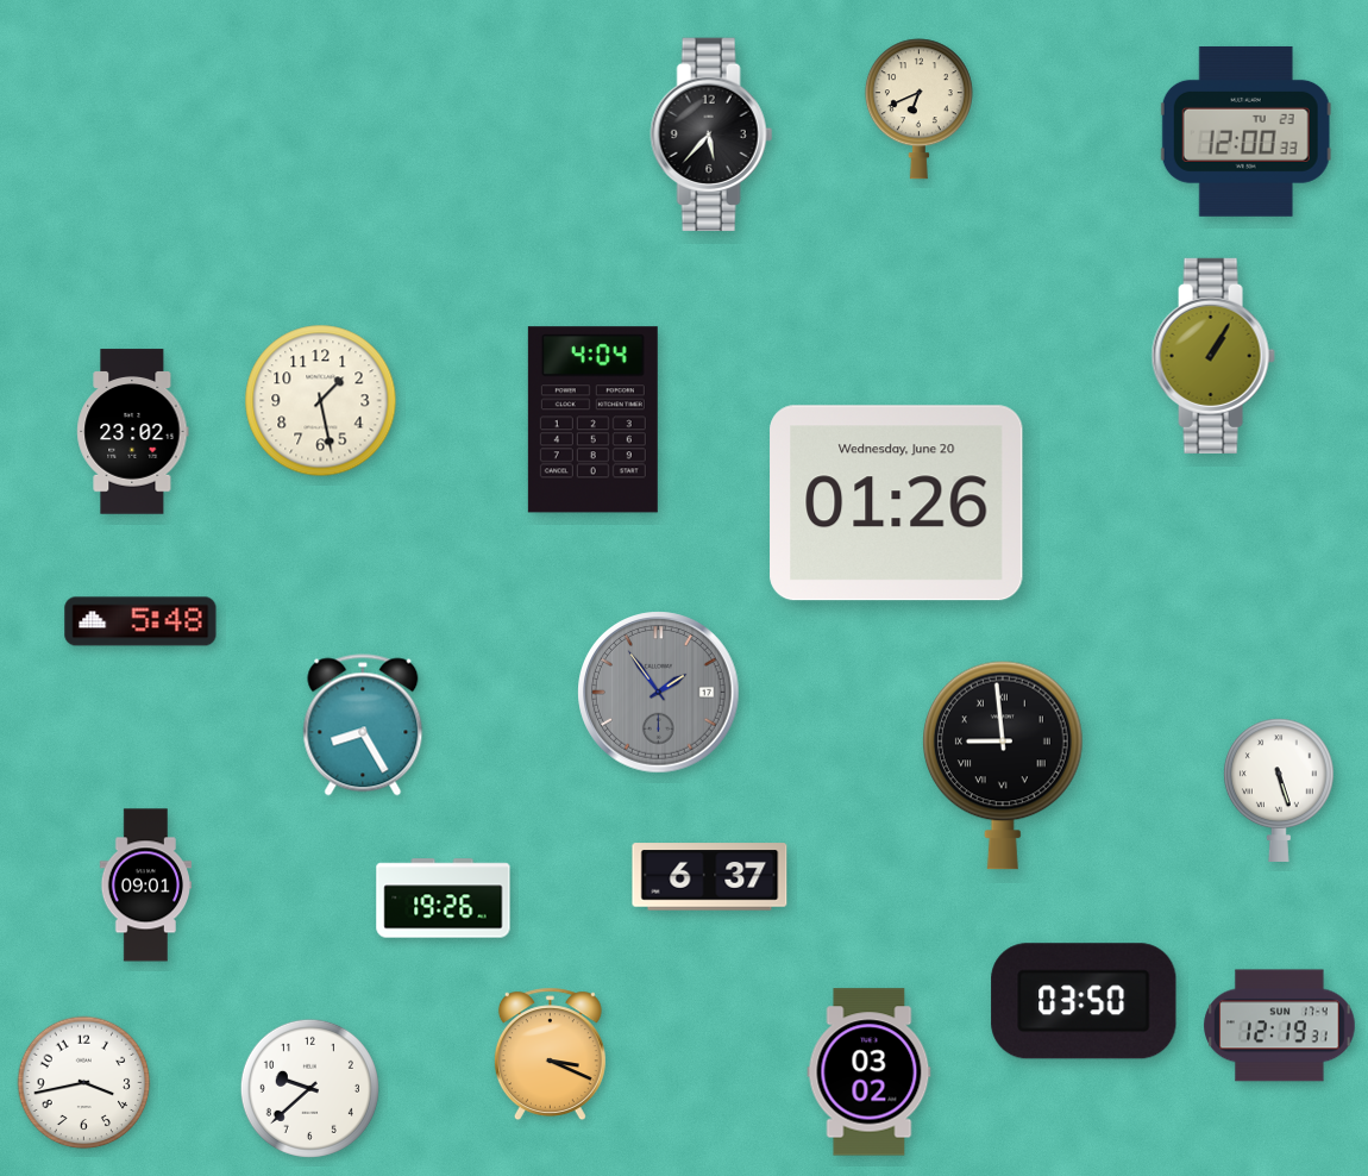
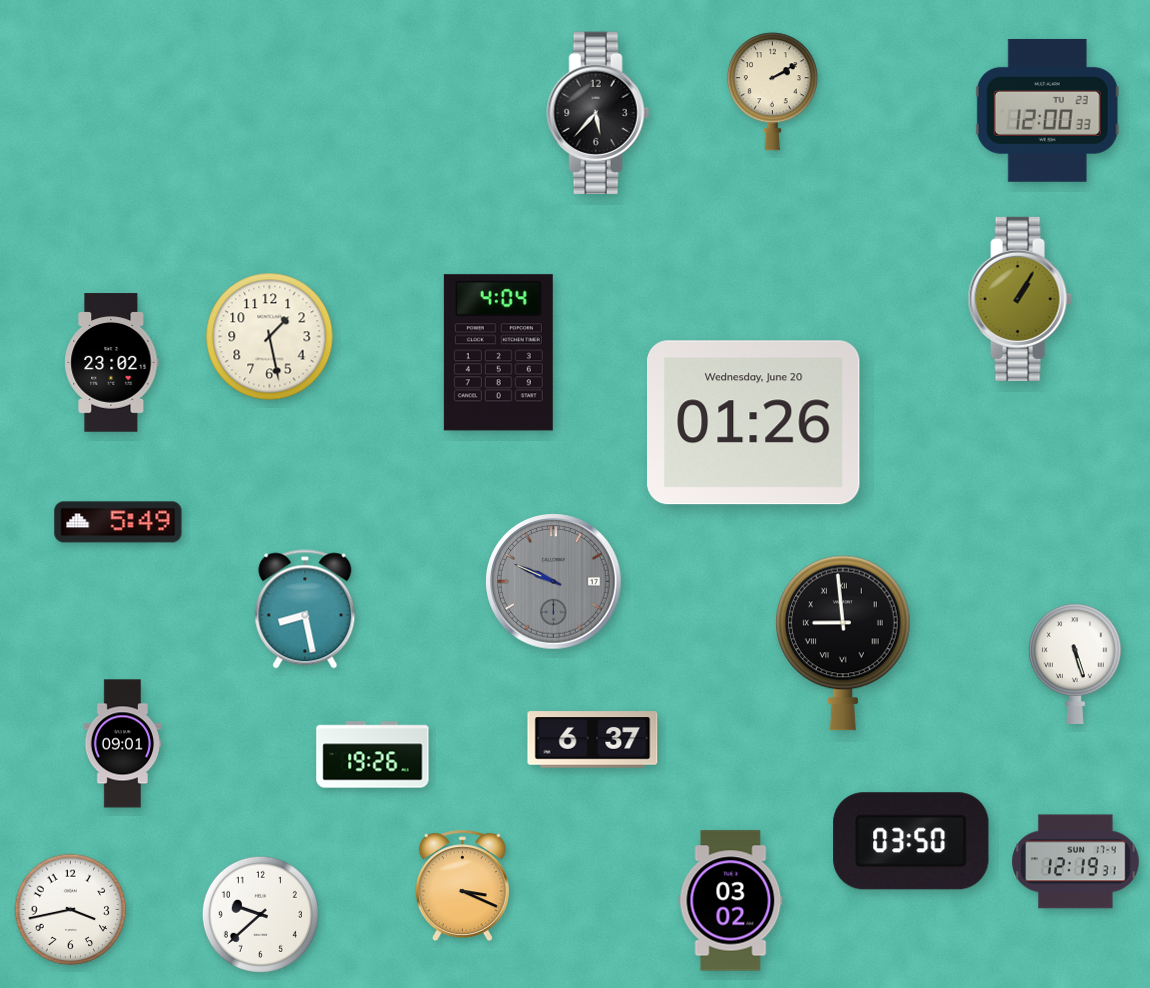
clock at (918, 110): 6:41 -> 2:10
clock at (140, 621): 5:48 -> 5:49
clock at (659, 693): 1:54 -> 9:49
clock at (363, 725): 8:25 -> 8:28
clock at (710, 877) position: (710, 877) -> (593, 740)
